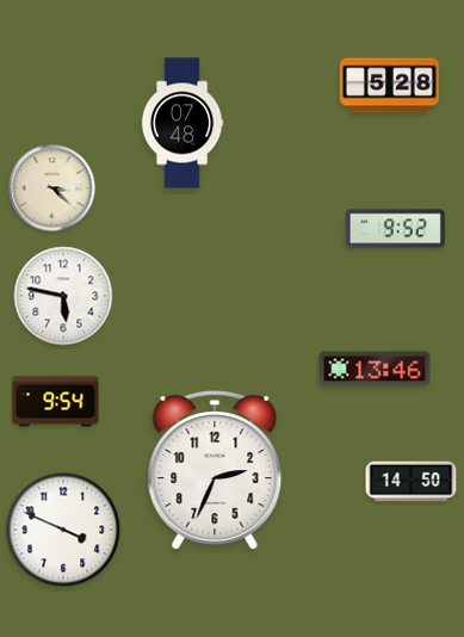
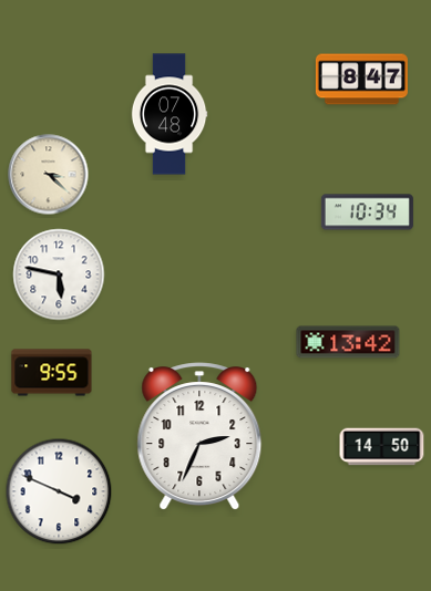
clock at (389, 86): 5:28 -> 8:47
clock at (395, 229): 9:52 -> 10:34
clock at (375, 369): 13:46 -> 13:42
clock at (56, 402): 9:54 -> 9:55
